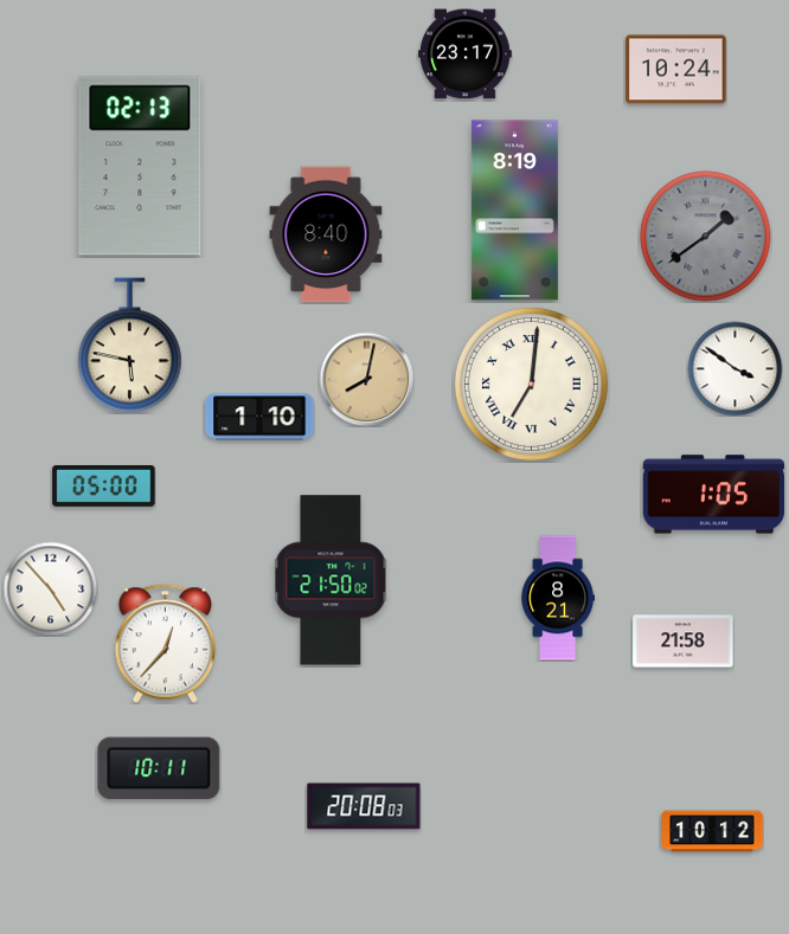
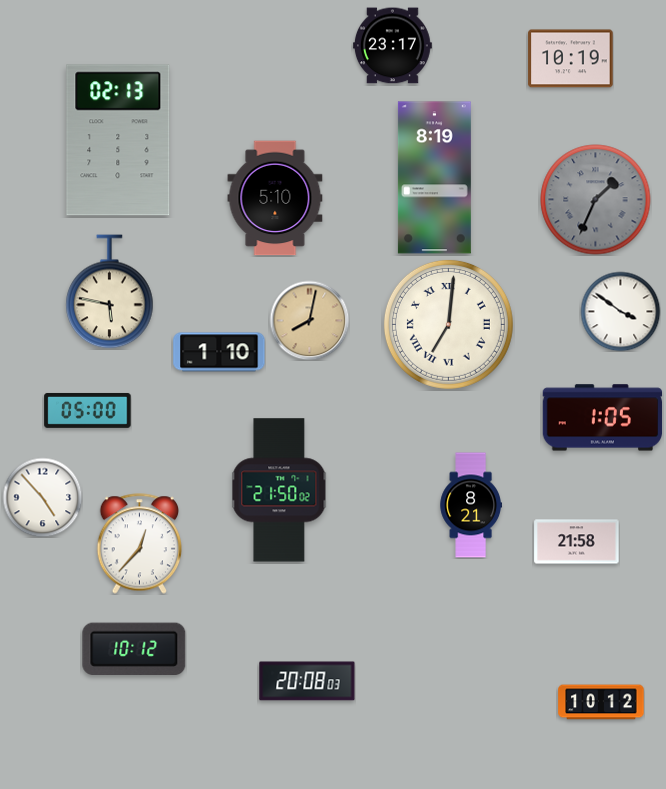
clock at (676, 70): 10:24 -> 10:19
clock at (326, 234): 8:40 -> 5:10
clock at (706, 237): 1:39 -> 1:34
clock at (159, 767): 10:11 -> 10:12
